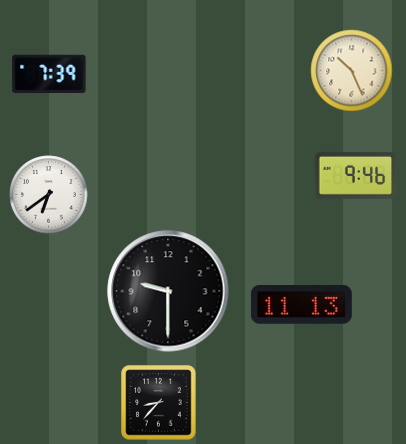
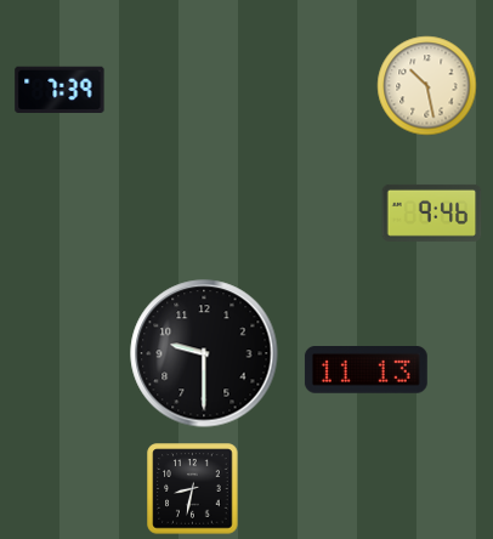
clock at (352, 71): 10:26 -> 10:28
clock at (49, 195): 6:39 -> none
clock at (159, 403): 8:37 -> 8:32
